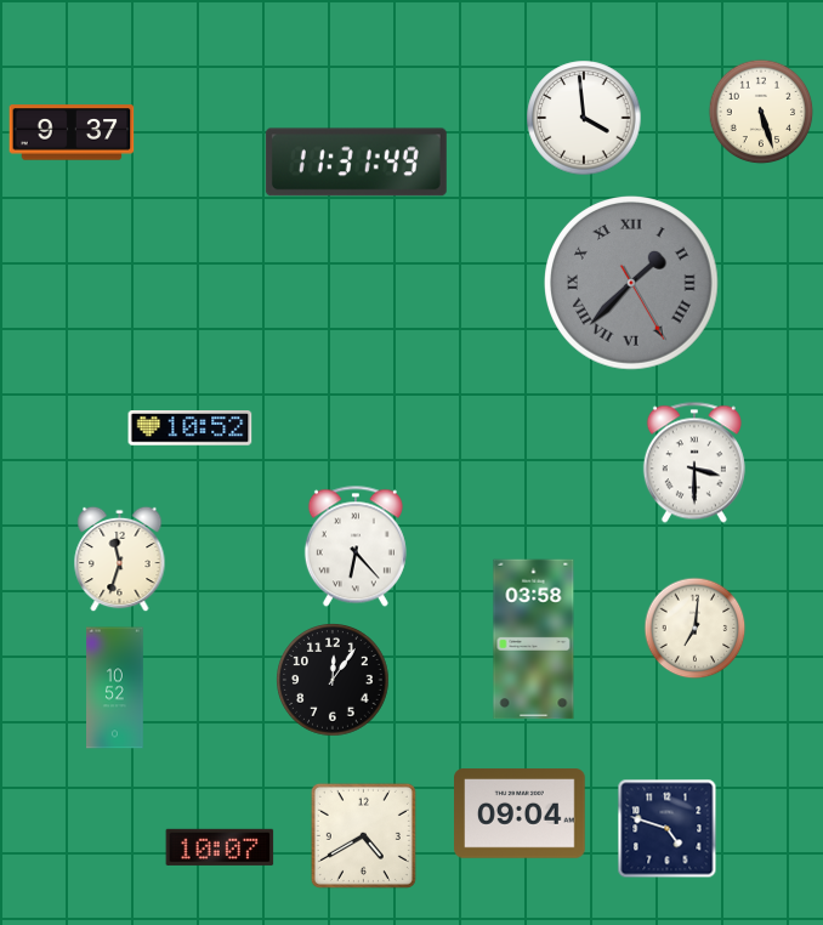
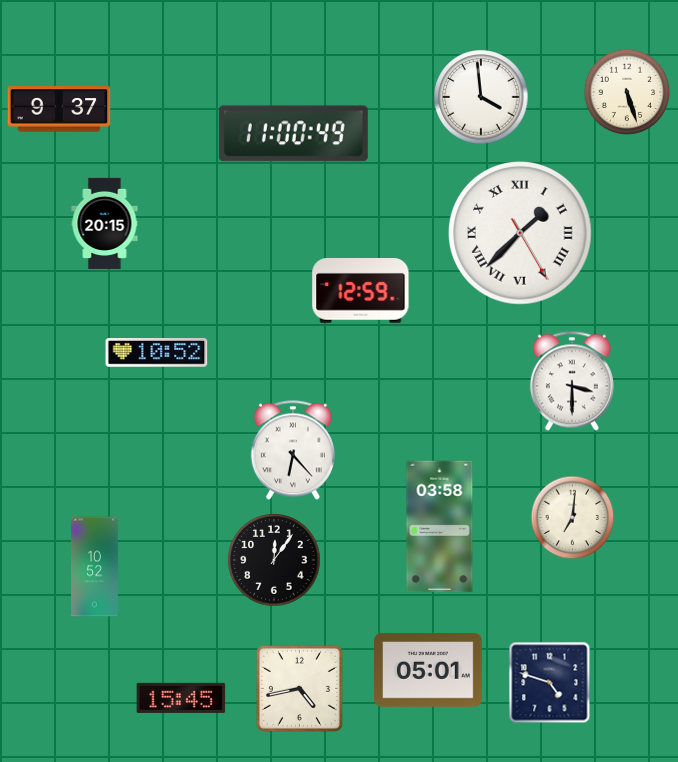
clock at (356, 163): 11:31 -> 11:00
clock at (105, 223): none -> 20:15
clock at (632, 284) dial: grey -> white
clock at (361, 291): none -> 12:59
clock at (120, 560): 11:33 -> none
clock at (521, 813): 09:04 -> 05:01
clock at (363, 835): 4:40 -> 4:43
clock at (220, 847): 10:07 -> 15:45
